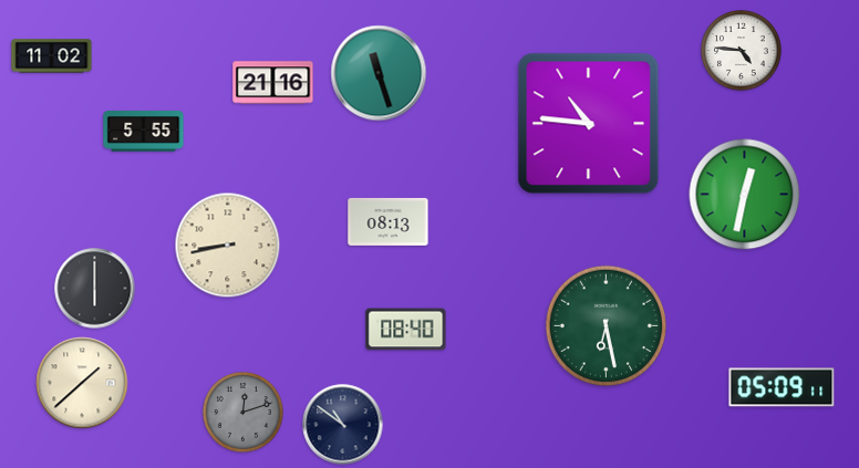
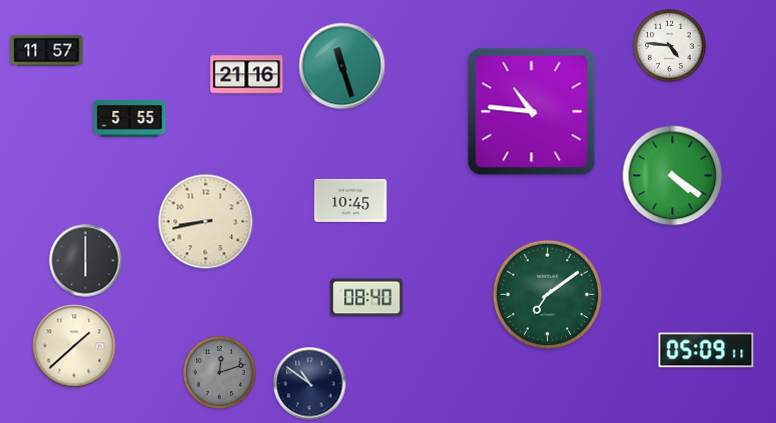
clock at (52, 56): 11:02 -> 11:57
clock at (745, 195): 12:32 -> 4:21
clock at (389, 221): 08:13 -> 10:45
clock at (606, 325): 6:28 -> 7:09
